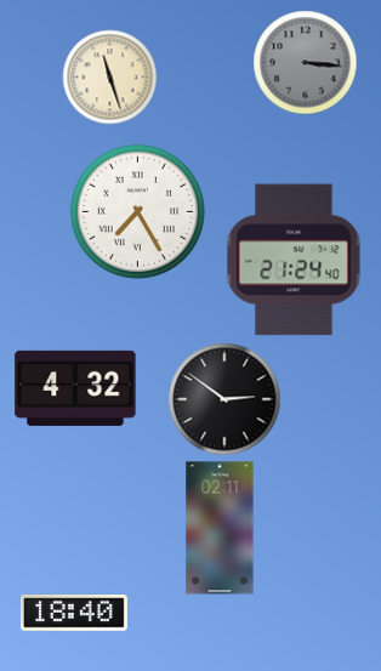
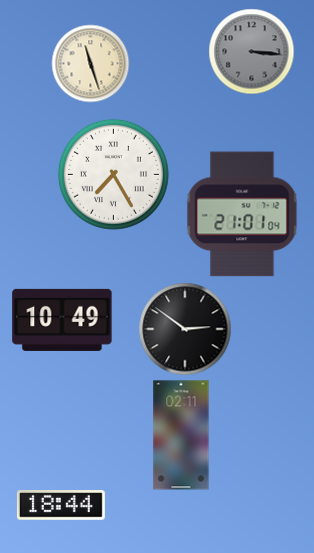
clock at (294, 260): 21:24 -> 21:01
clock at (75, 388): 4:32 -> 10:49
clock at (74, 613): 18:40 -> 18:44
